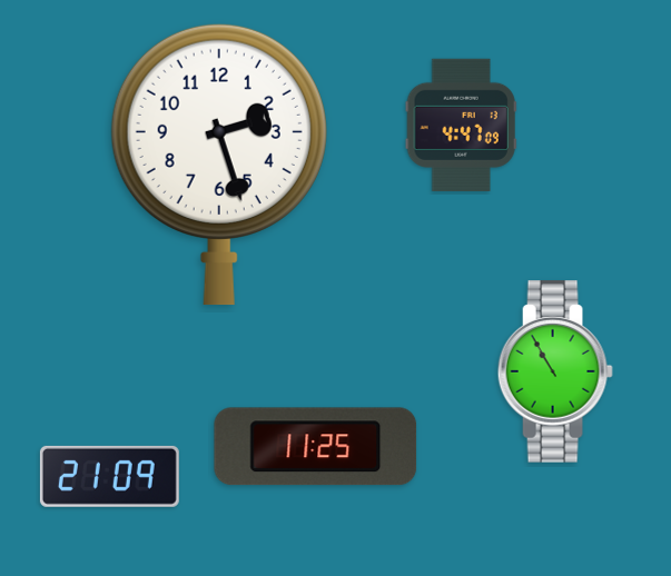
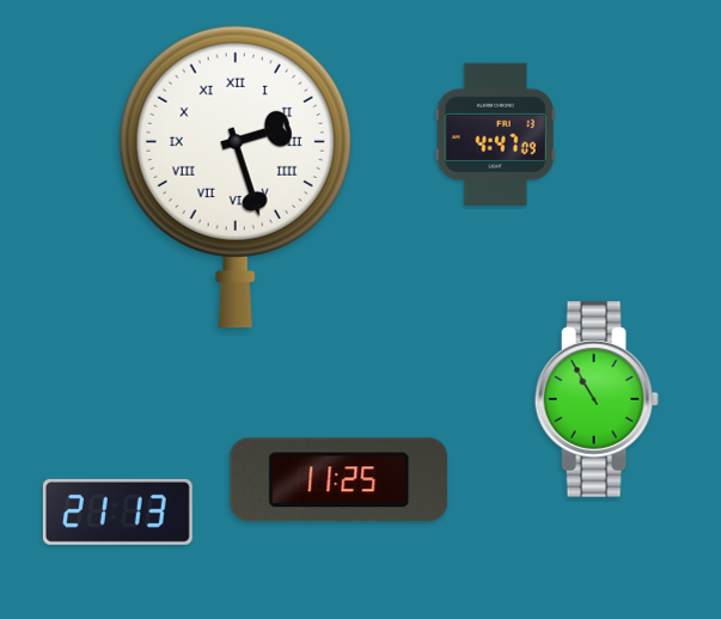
clock at (219, 165) numerals: Arabic -> Roman
clock at (109, 476): 21:09 -> 21:13
